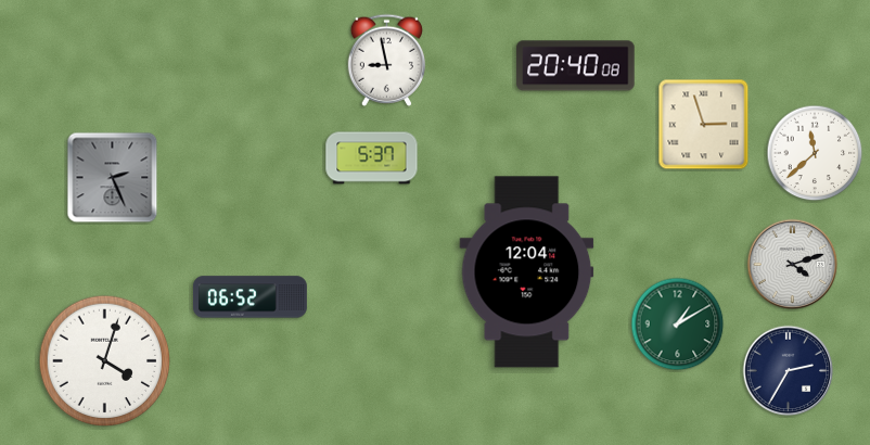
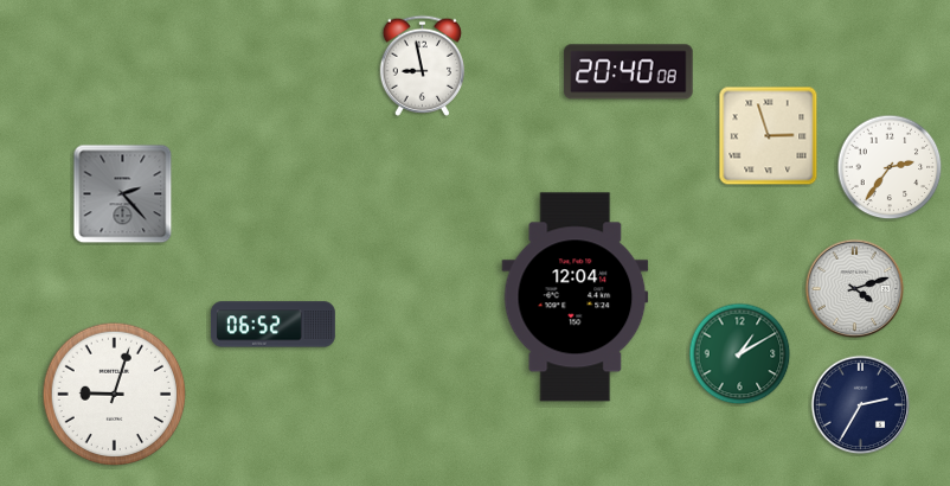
clock at (815, 153): 11:38 -> 2:36
clock at (372, 158): 5:37 -> none
clock at (113, 178): 2:26 -> 2:23
clock at (793, 265) position: (793, 265) -> (855, 289)
clock at (105, 361): 4:03 -> 9:03
